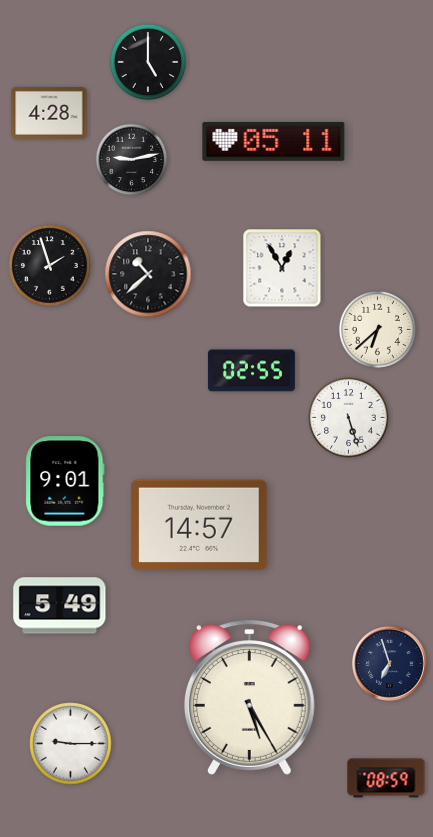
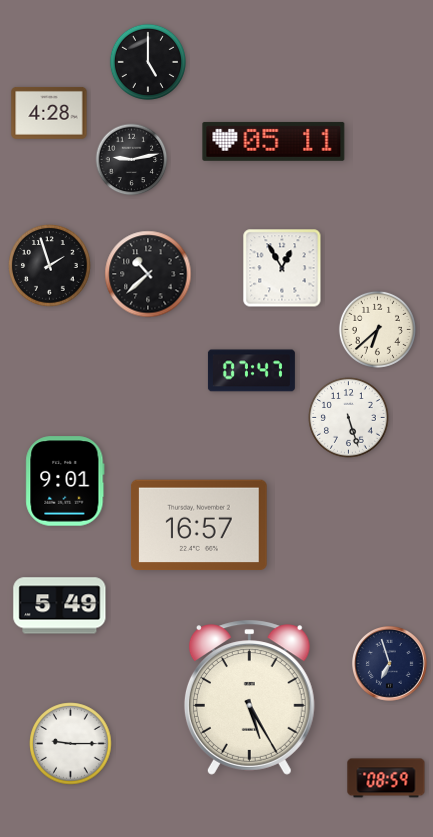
clock at (251, 371): 02:55 -> 07:47
clock at (199, 525): 14:57 -> 16:57
